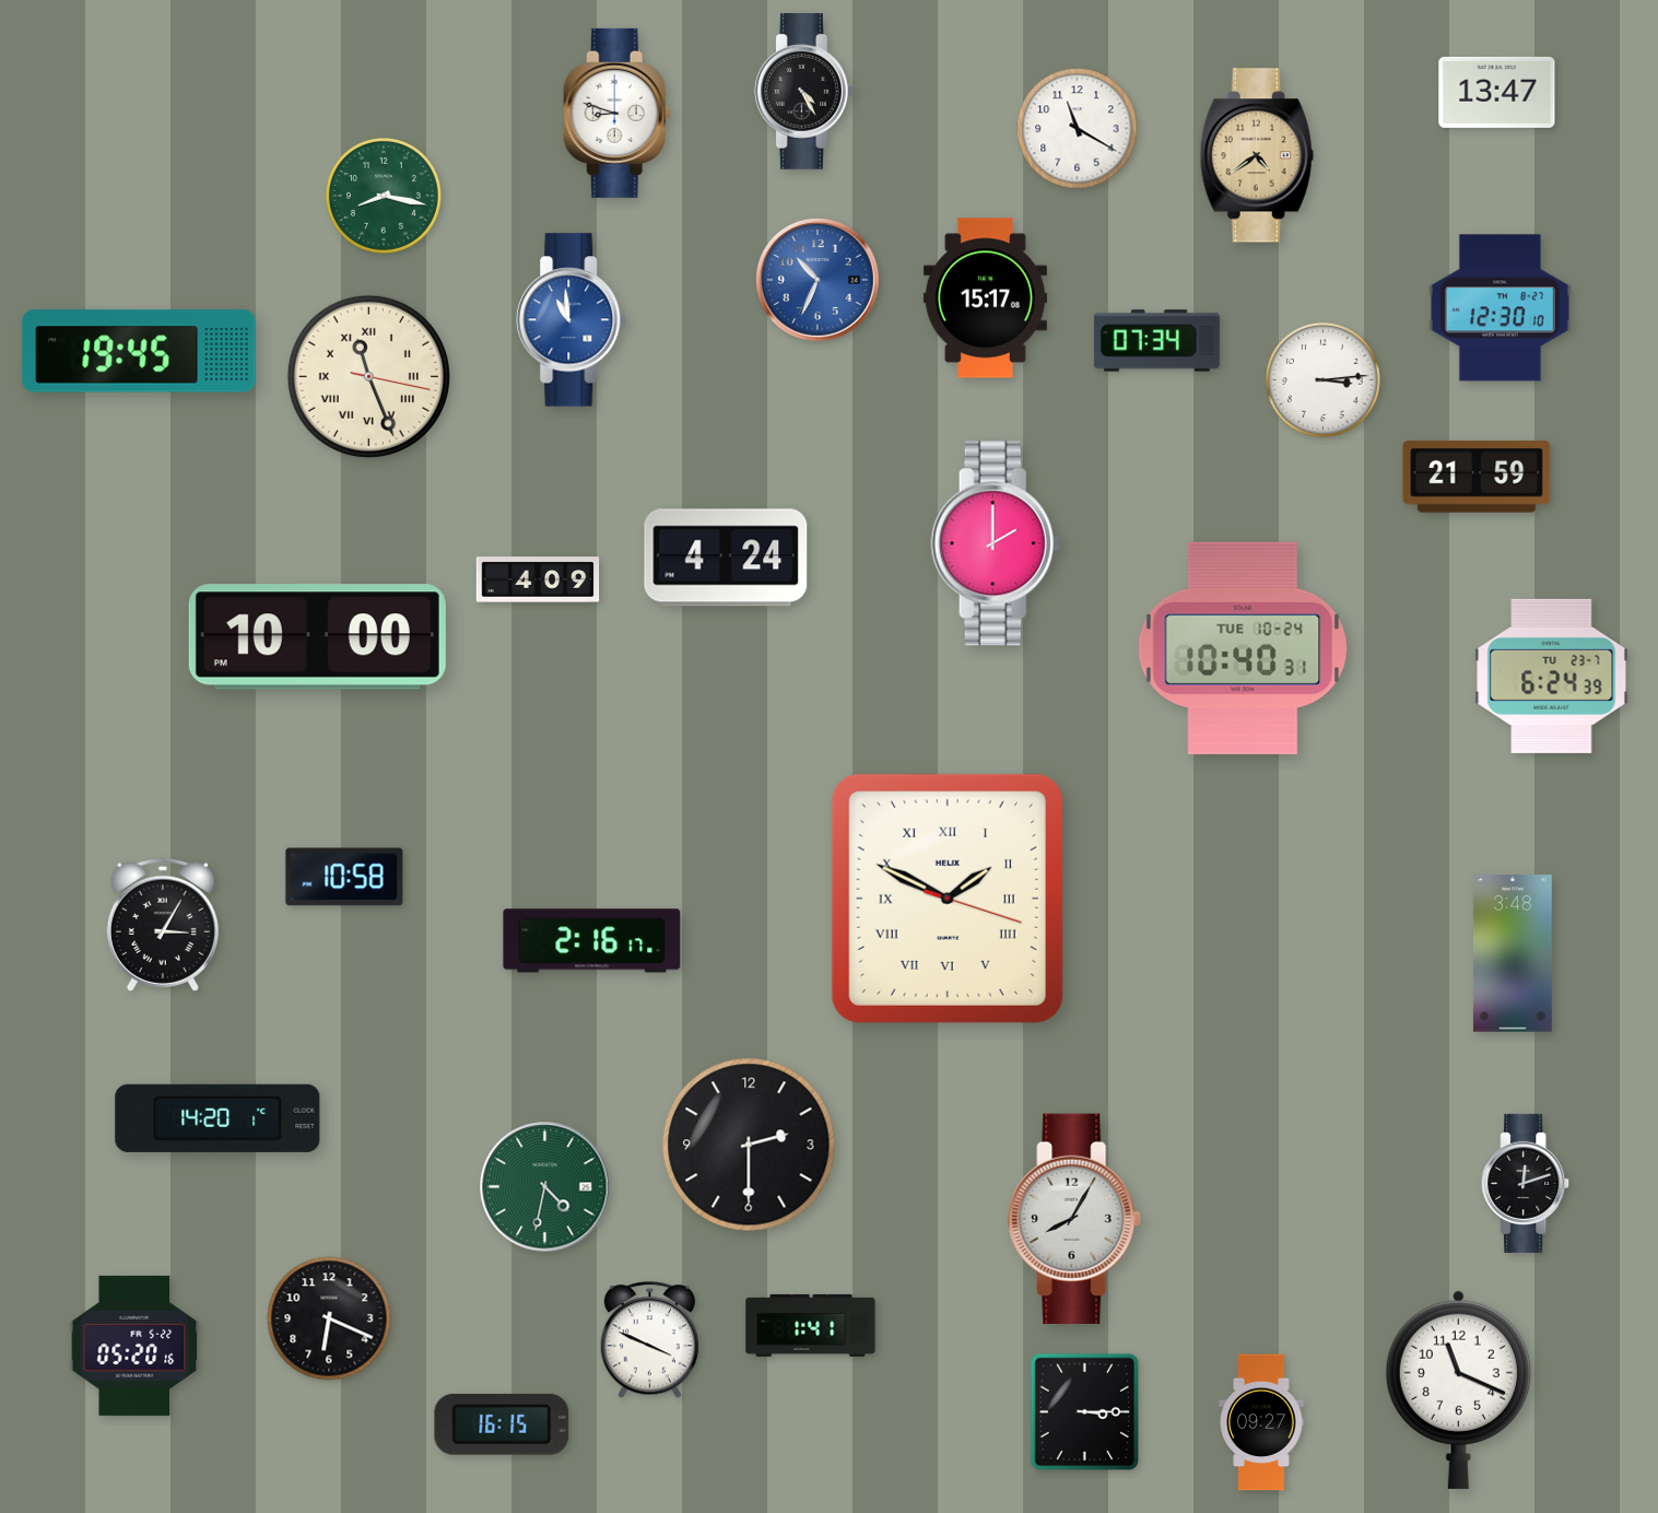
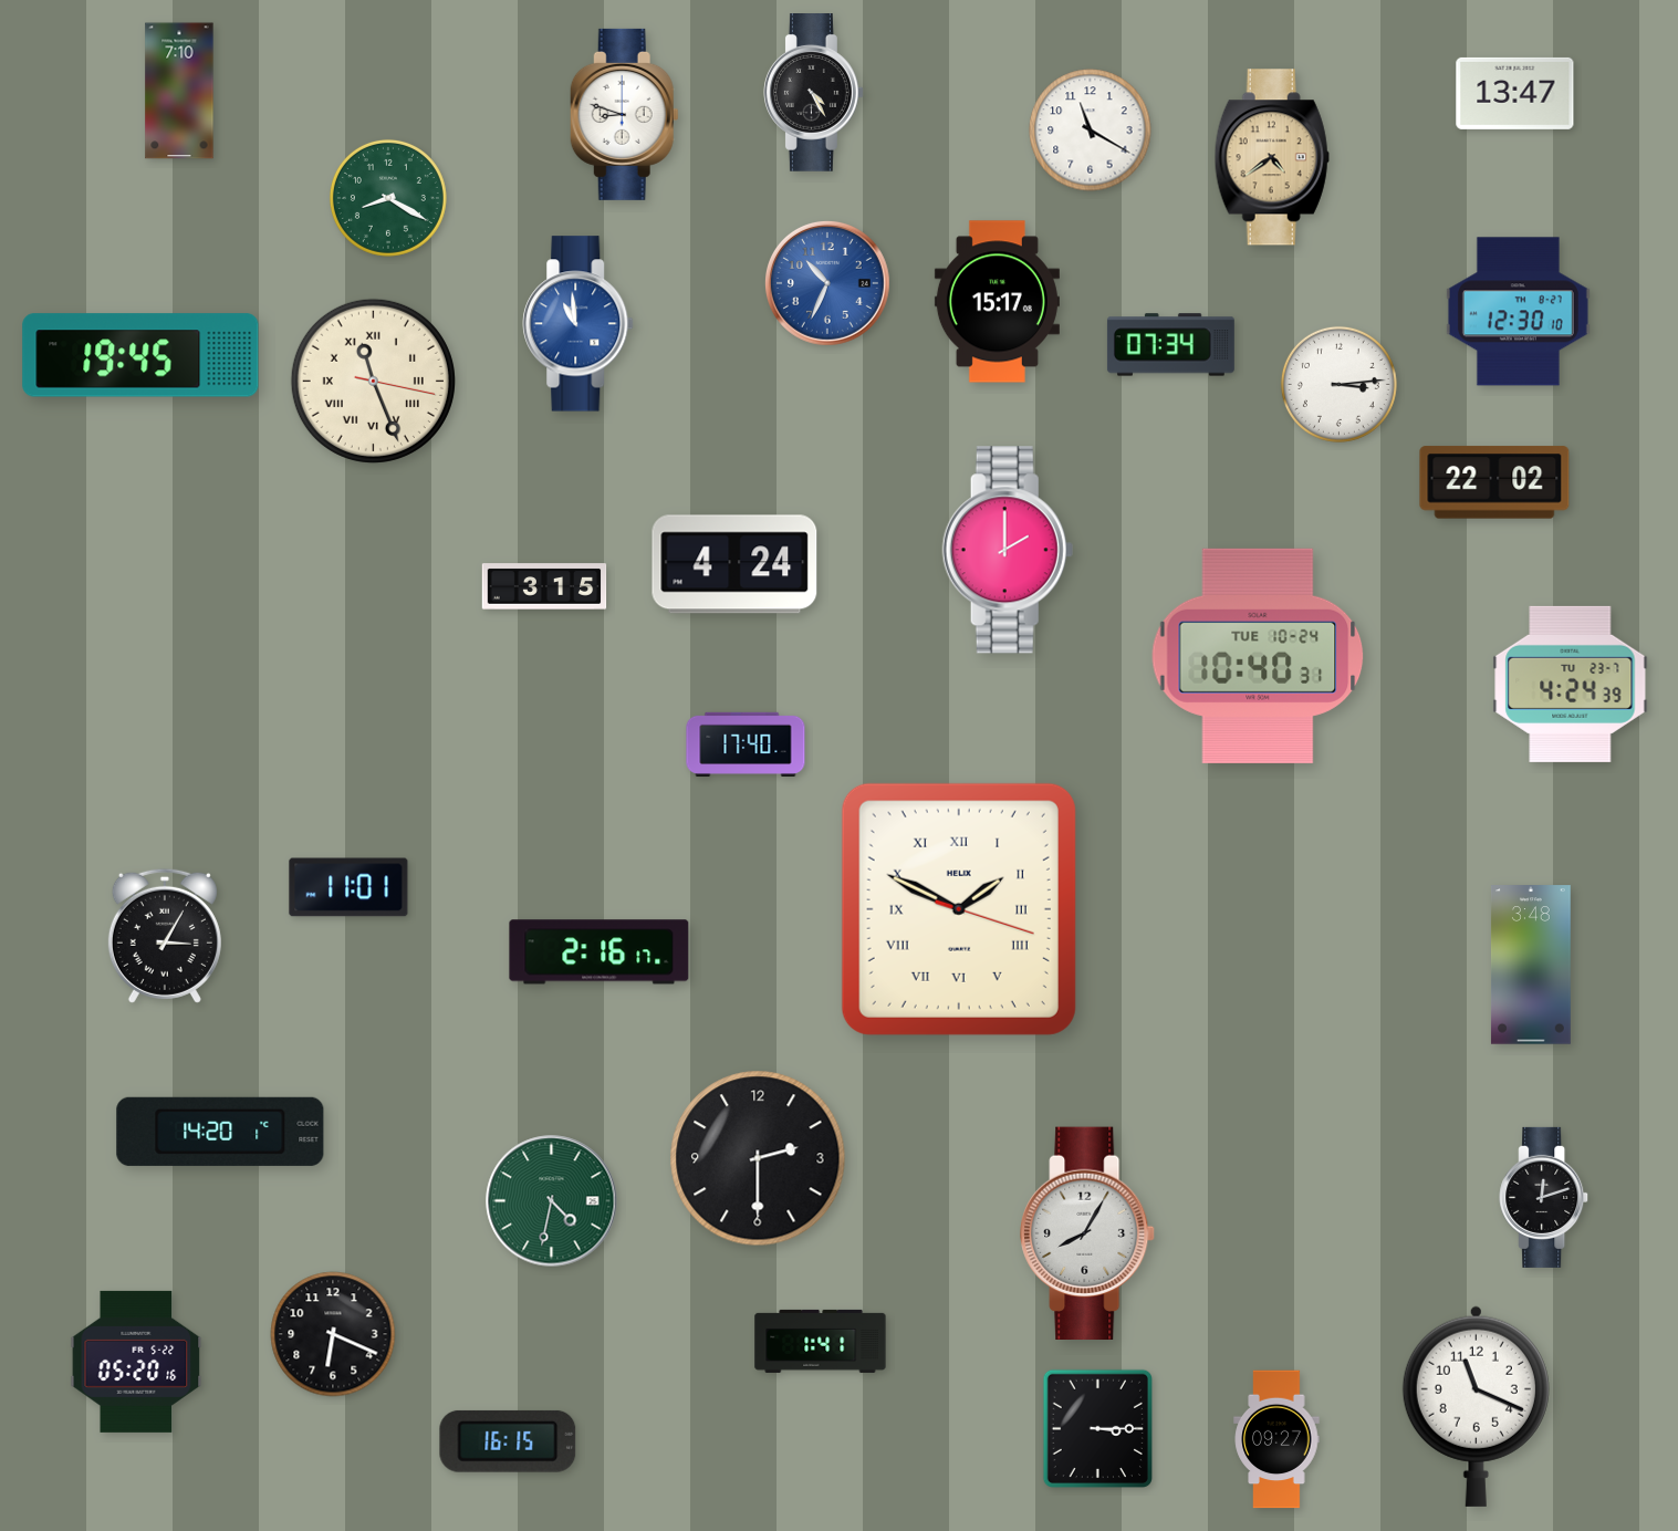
clock at (179, 91): none -> 7:10
clock at (384, 196): 8:17 -> 8:20
clock at (1477, 477): 21:59 -> 22:02
clock at (538, 579): 4:09 -> 3:15
clock at (317, 637): 10:00 -> none
clock at (1552, 676): 6:24 -> 4:24
clock at (746, 743): none -> 17:40
clock at (344, 877): 10:58 -> 11:01
clock at (649, 1340): 3:49 -> none
